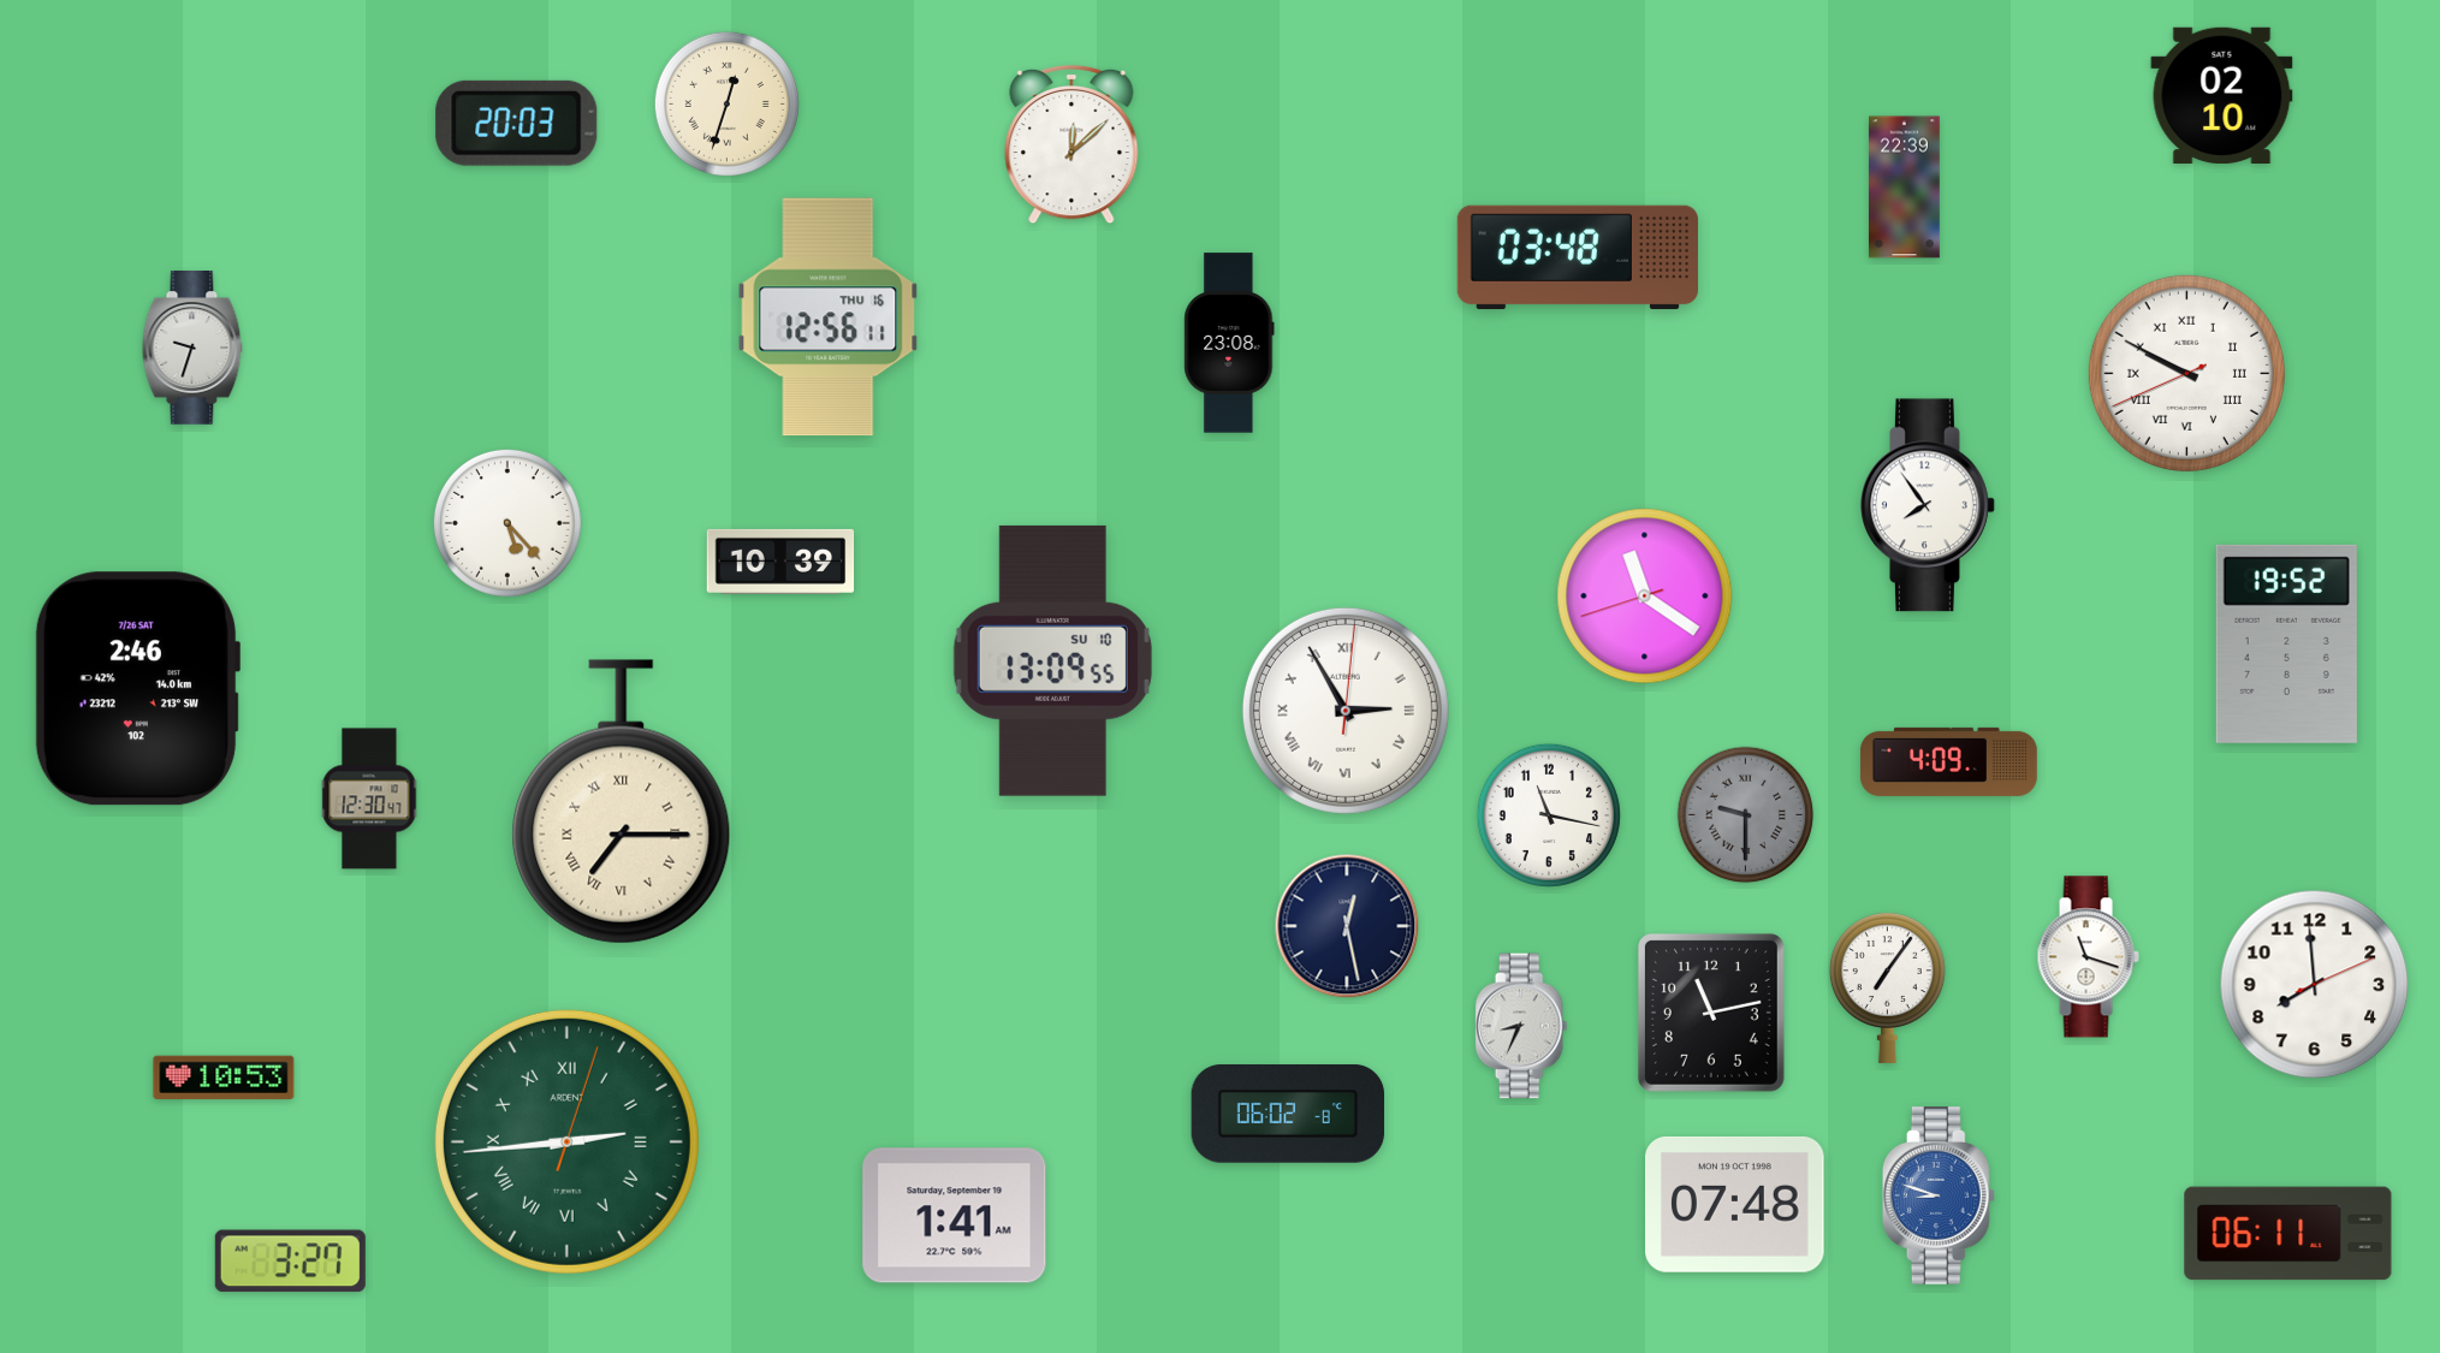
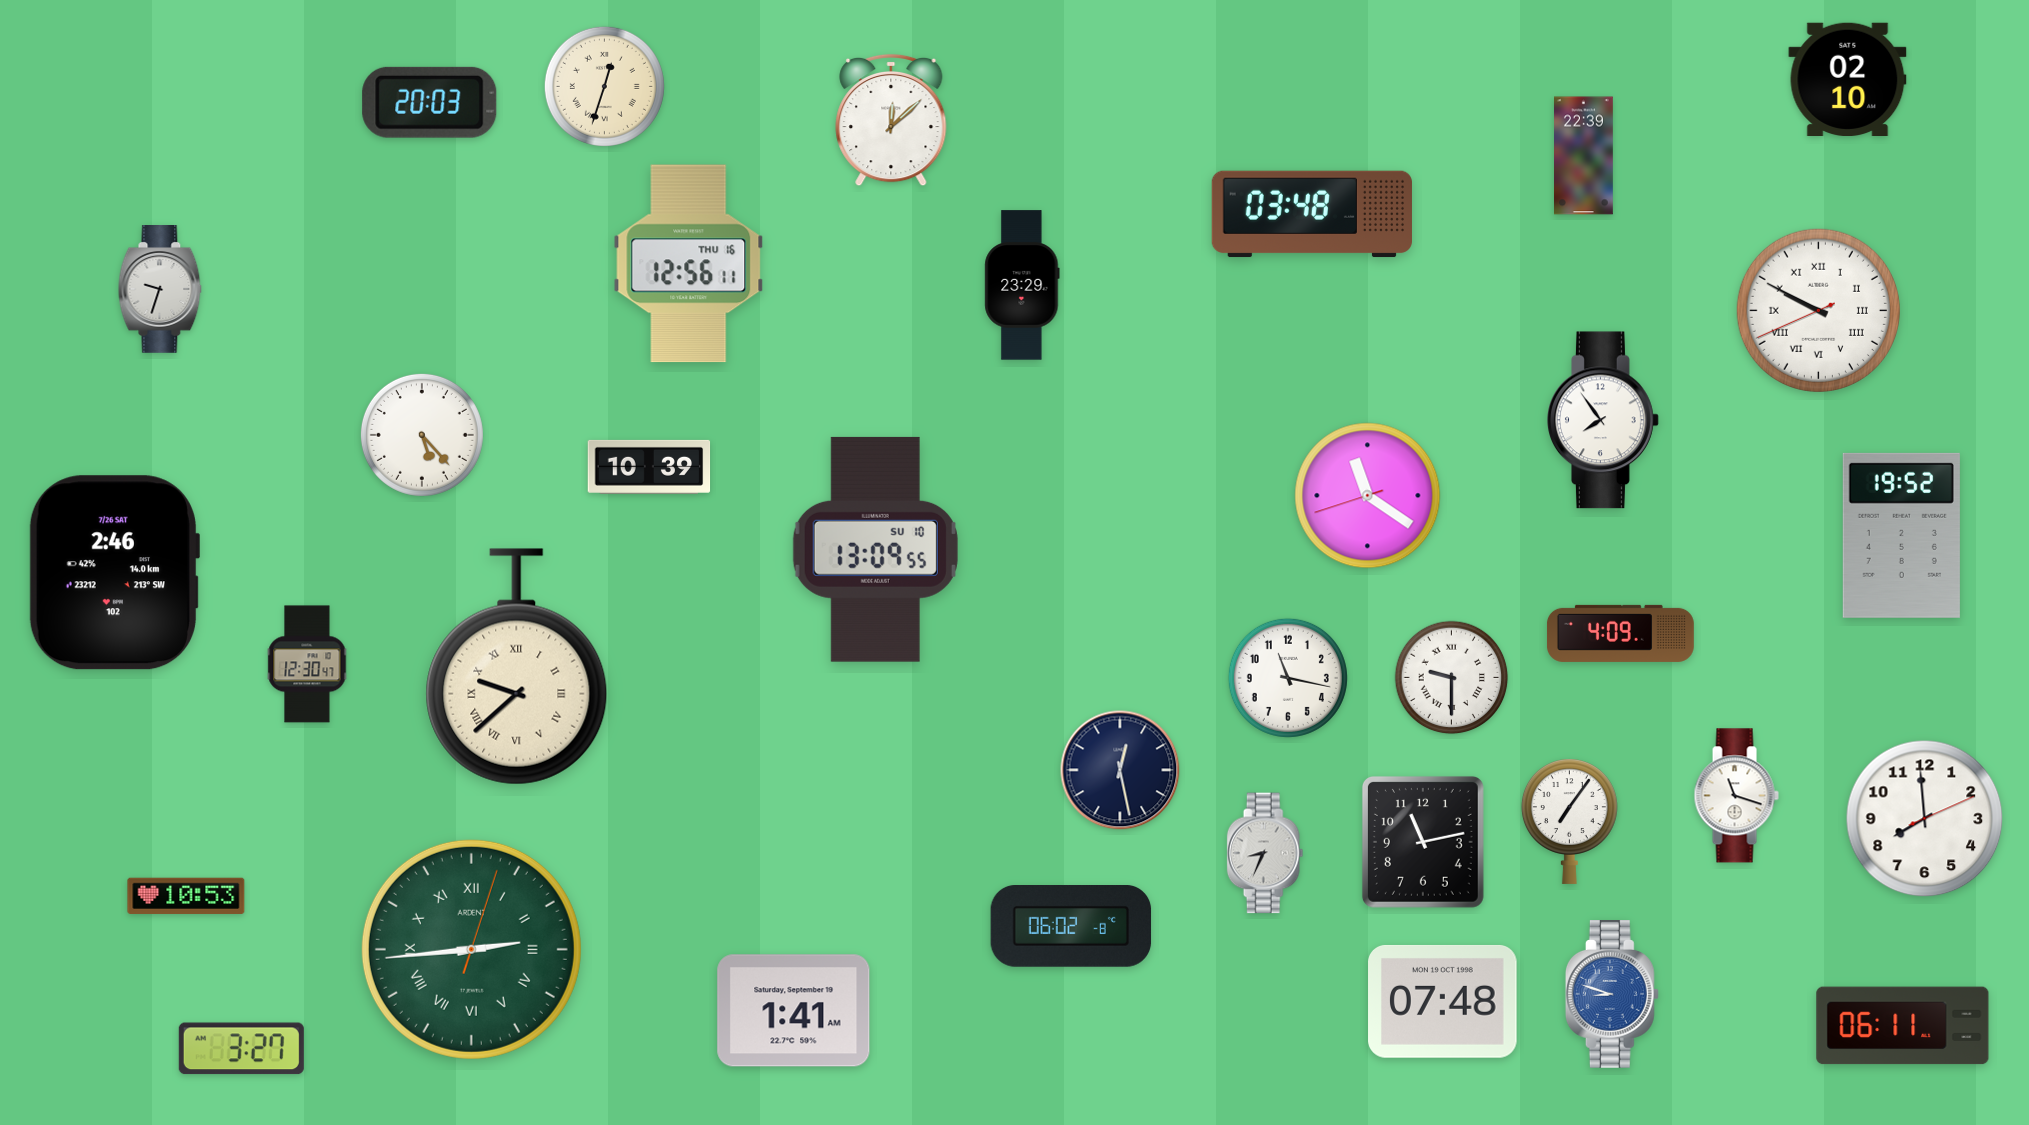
clock at (1229, 343): 23:08 -> 23:29
clock at (1346, 711): 2:55 -> none
clock at (622, 802): 7:15 -> 9:38
clock at (1746, 815) dial: grey -> white
